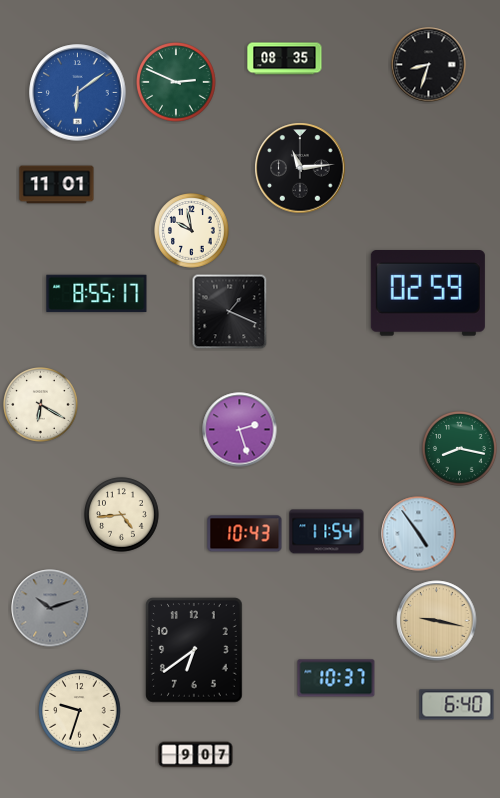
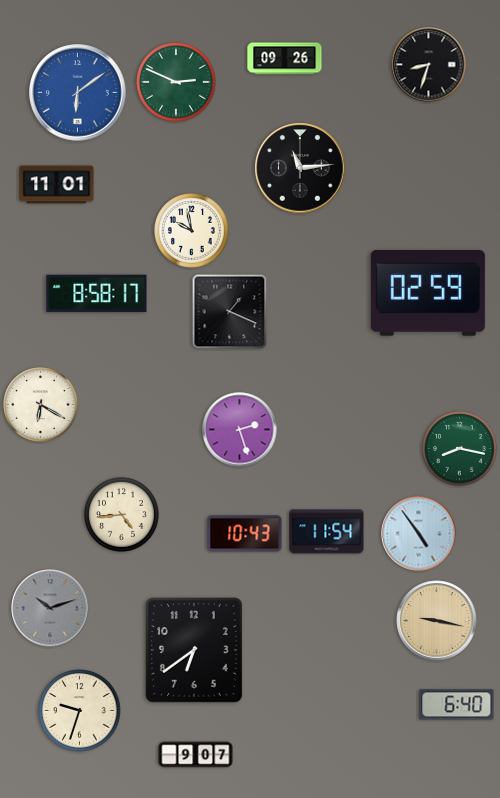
clock at (285, 59): 08:35 -> 09:26
clock at (97, 294): 8:55 -> 8:58
clock at (336, 678): 10:37 -> none
